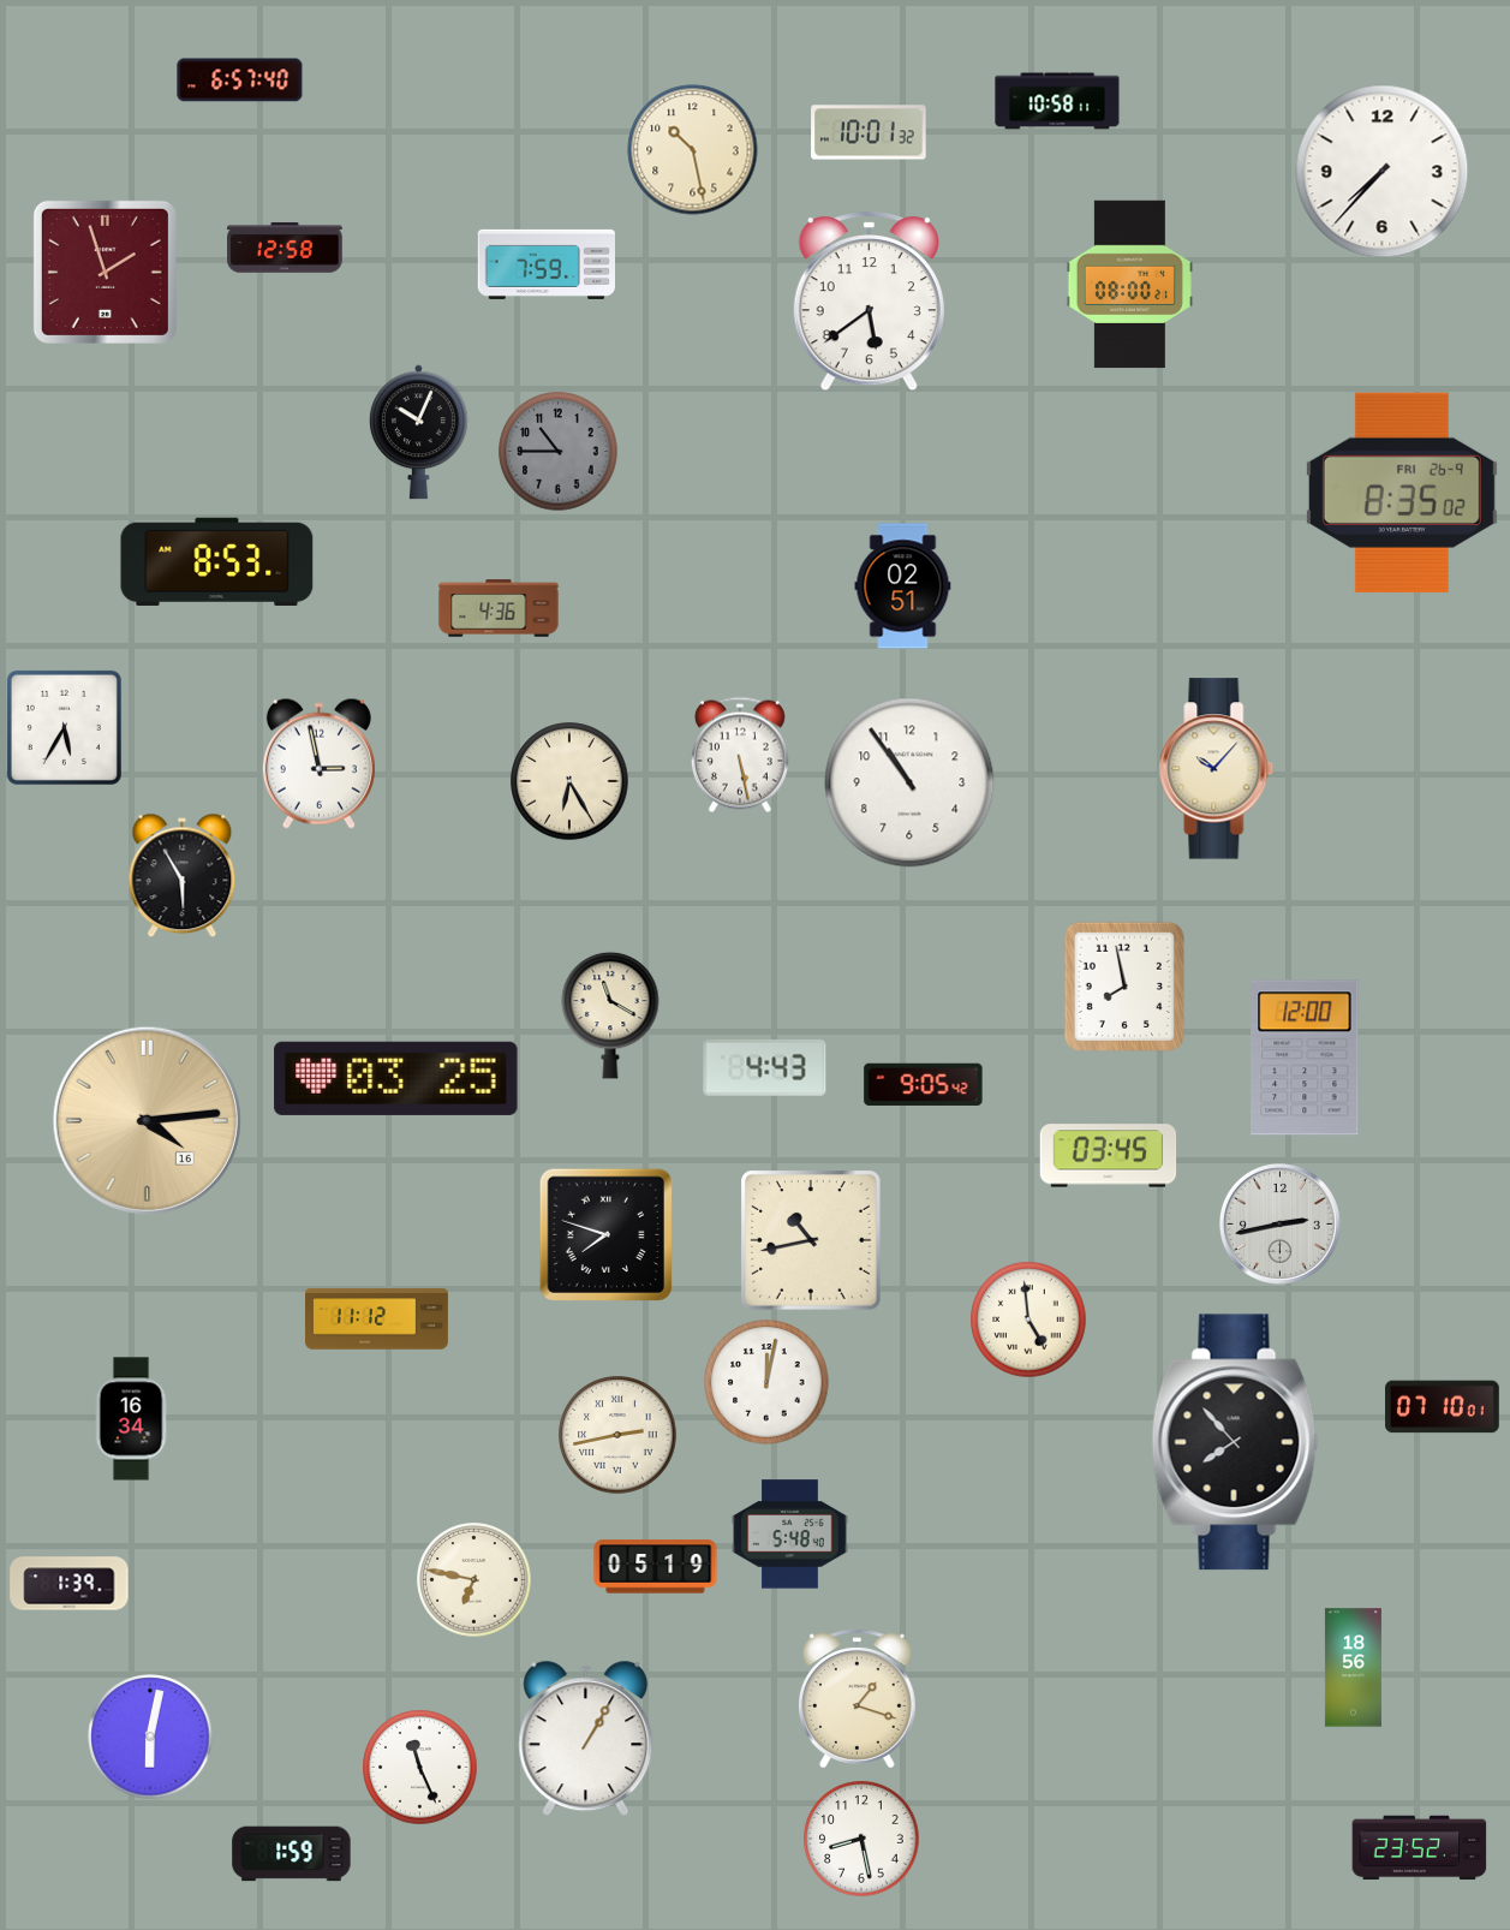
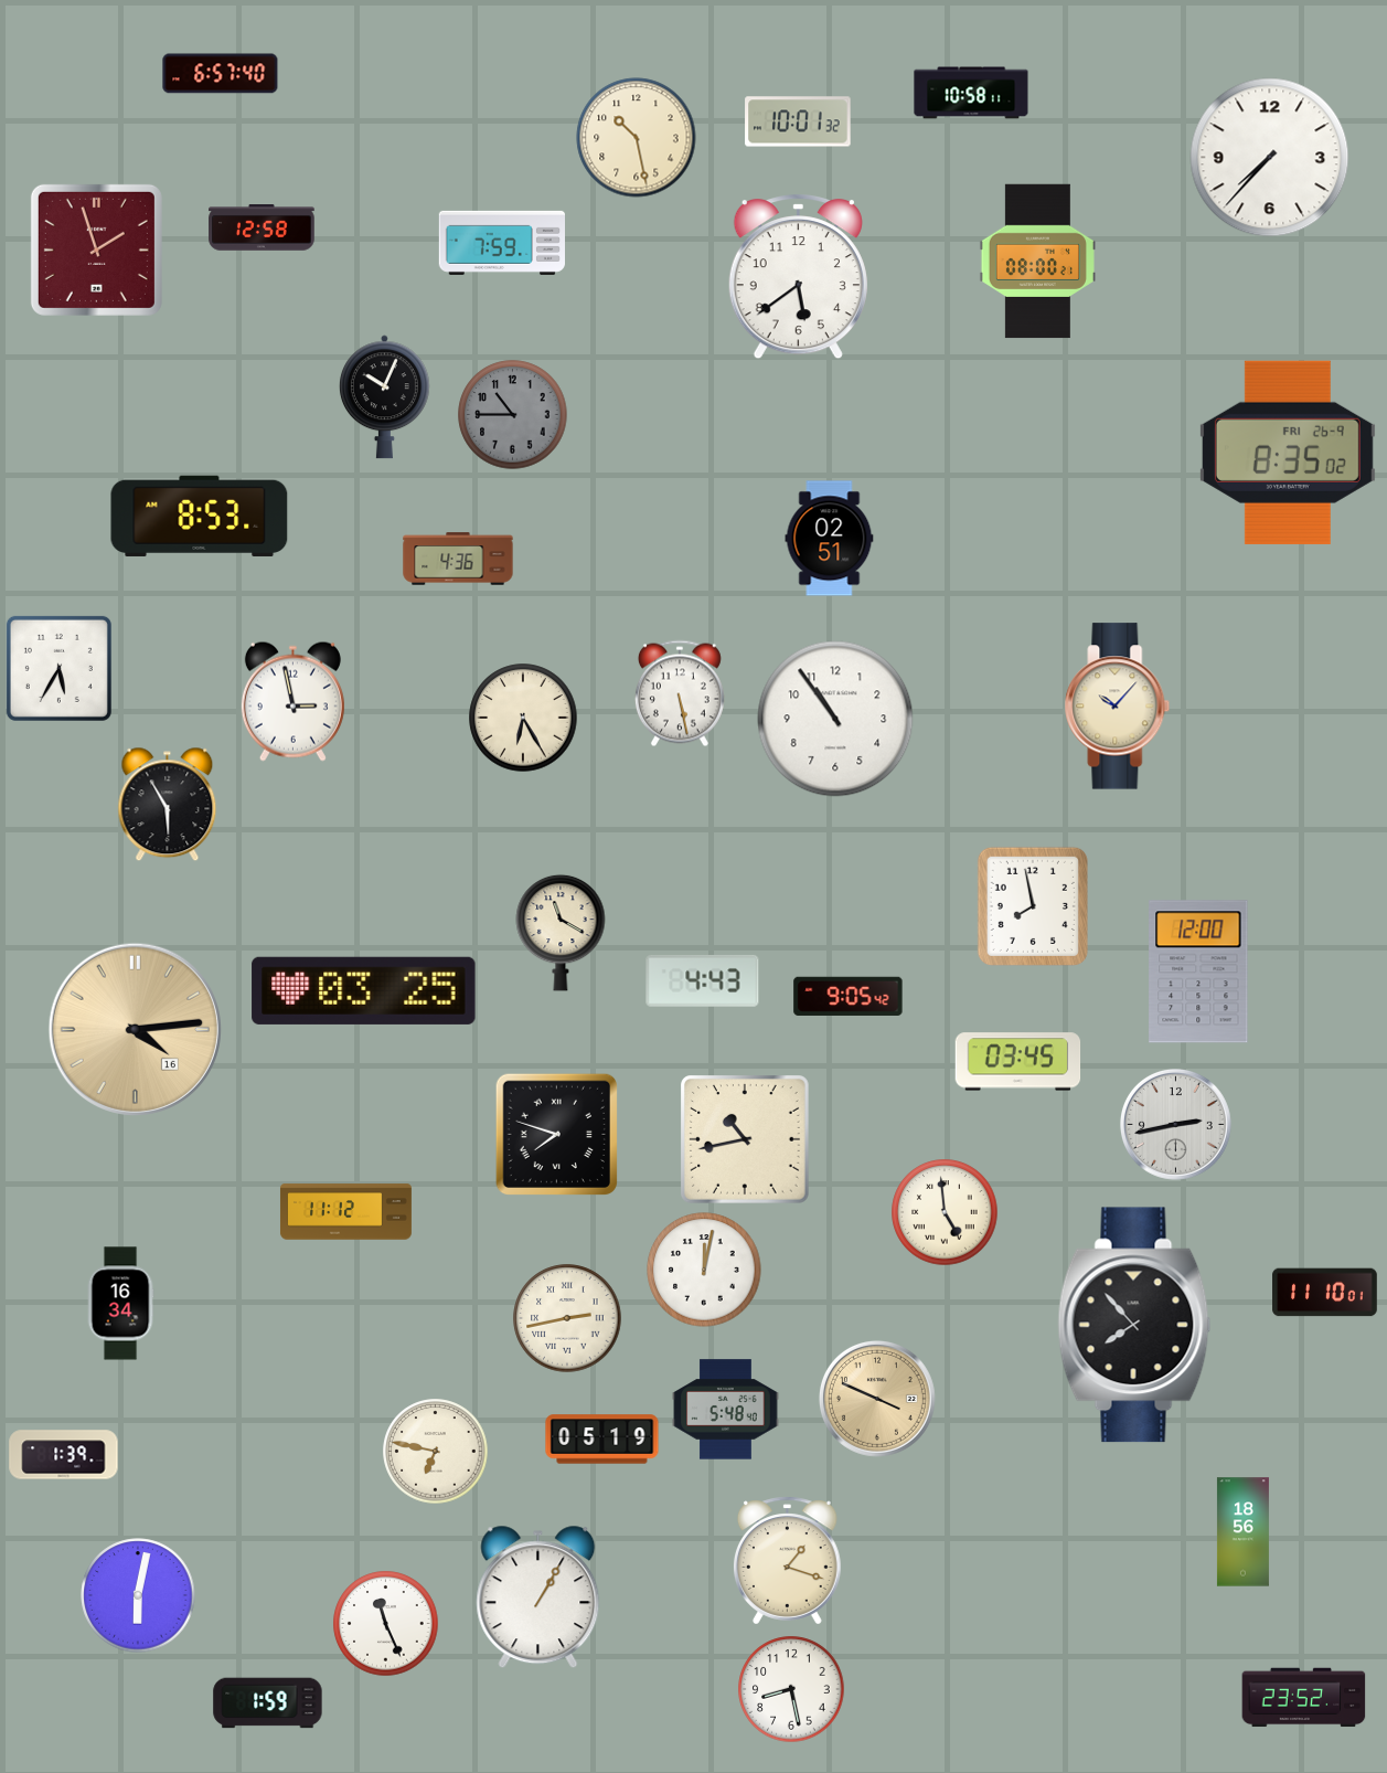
clock at (1443, 1407): 07:10 -> 11:10
clock at (877, 1399): none -> 3:49
